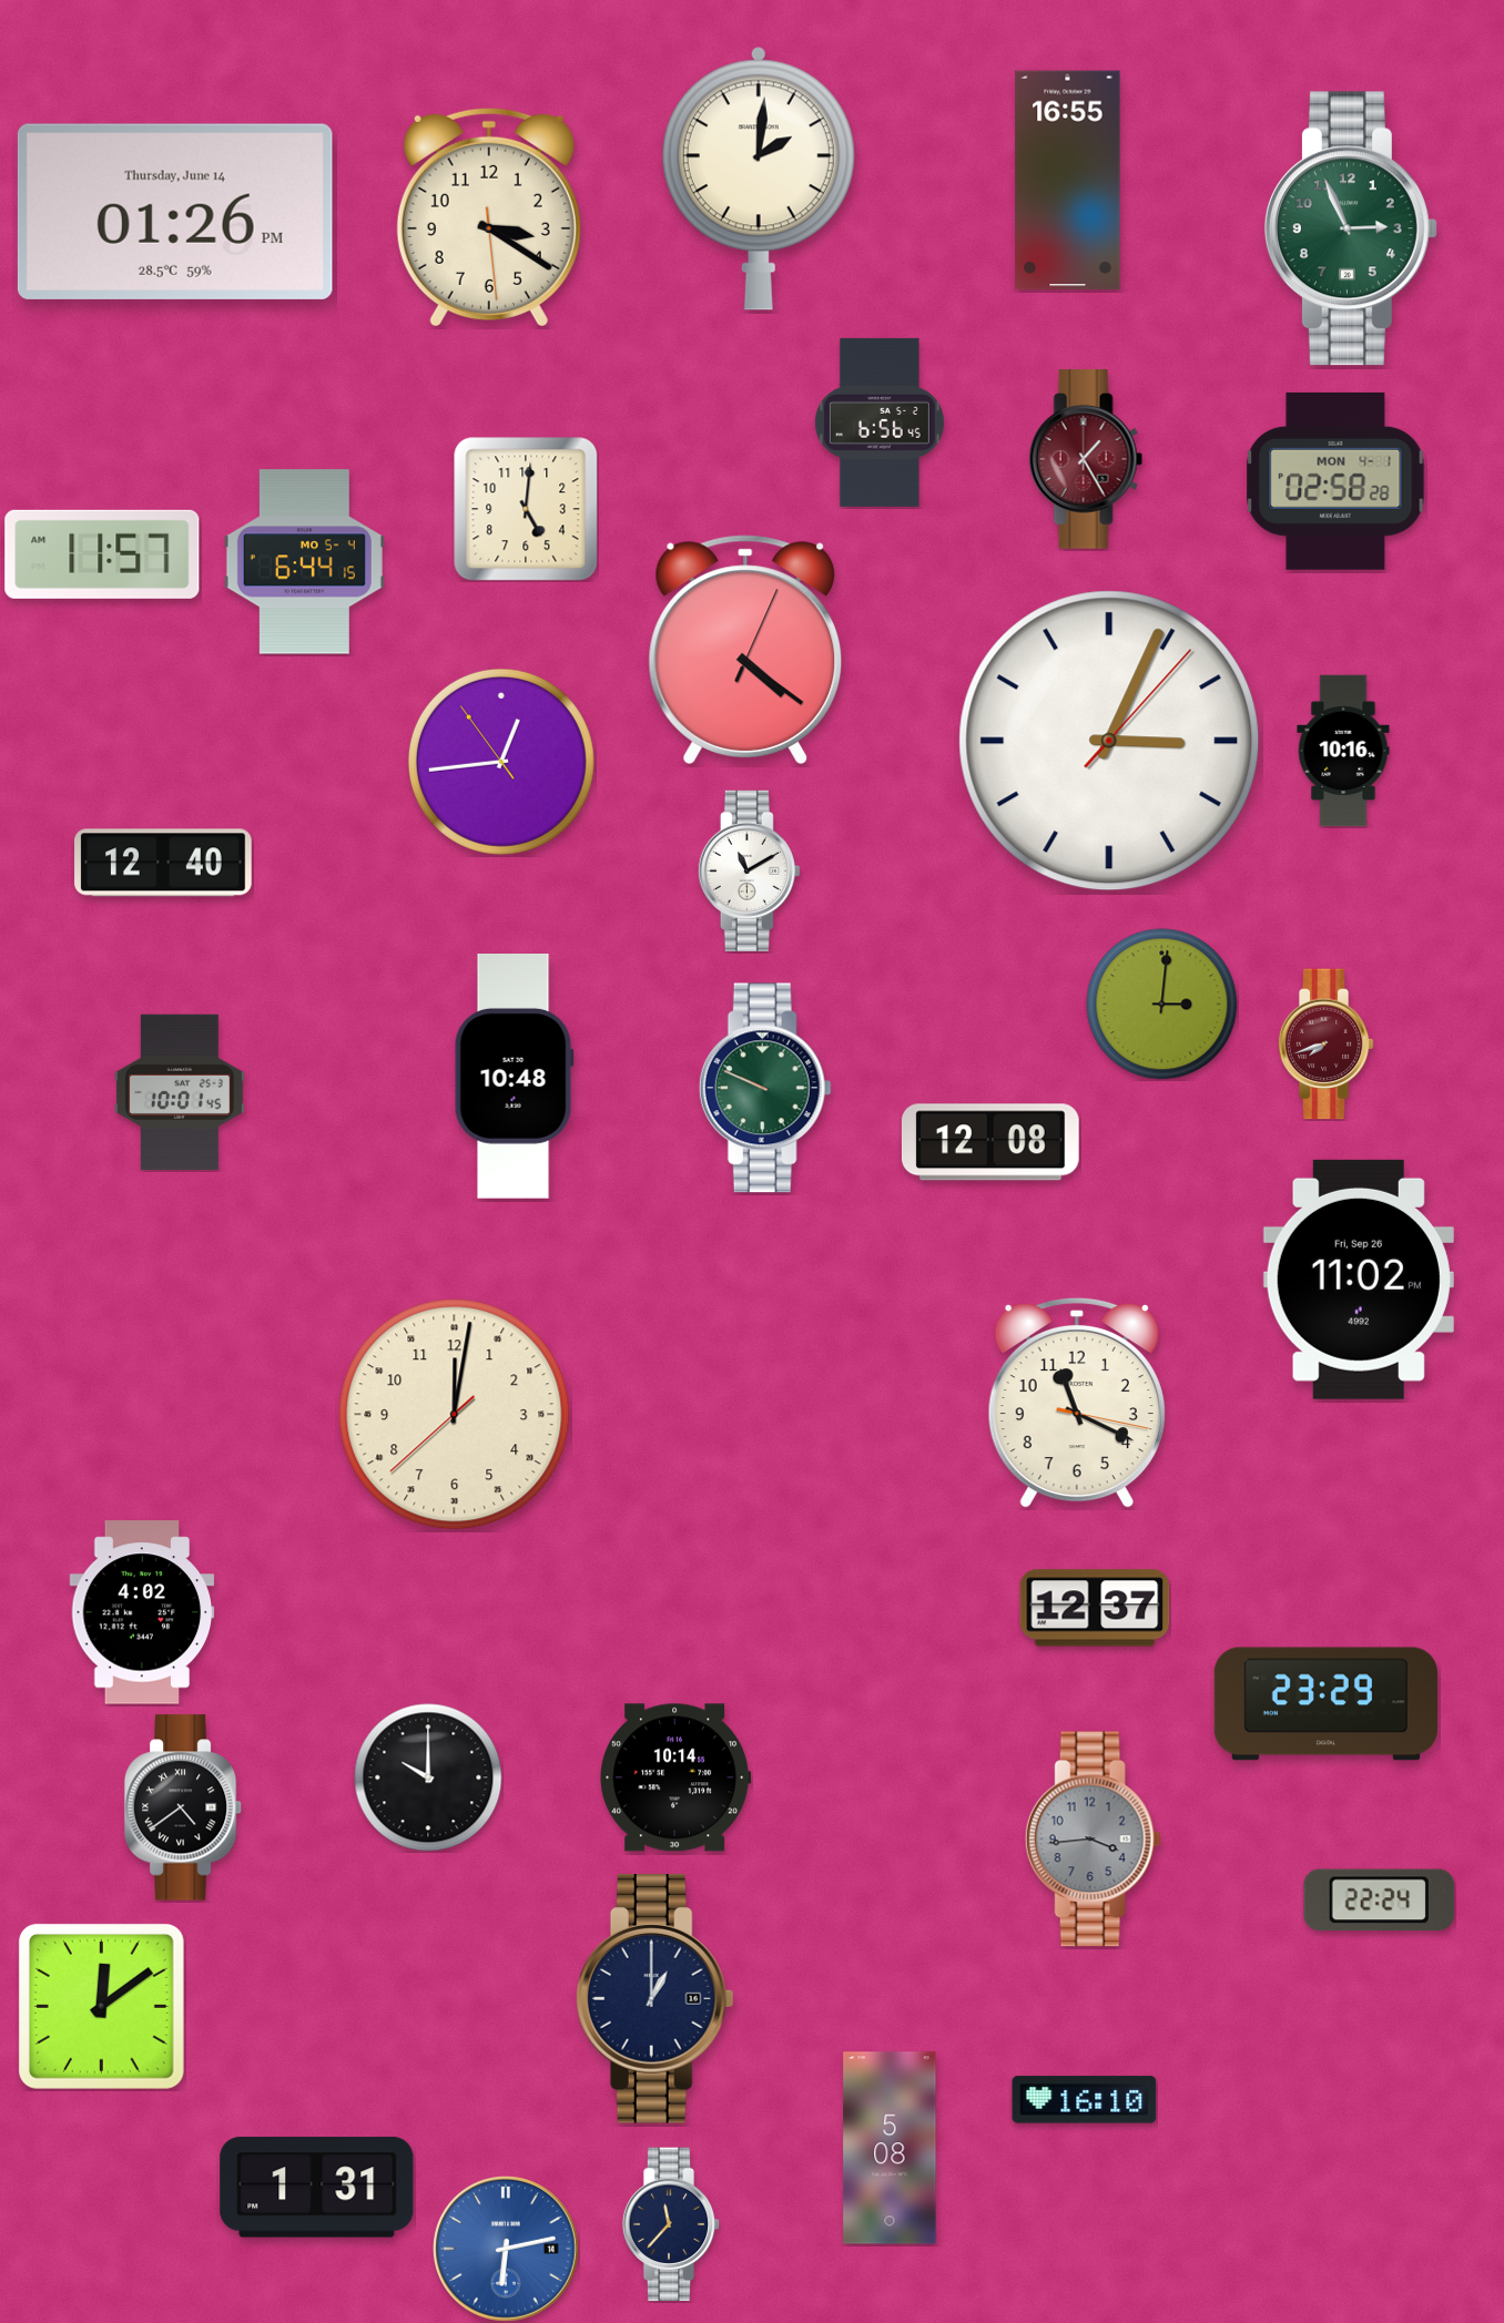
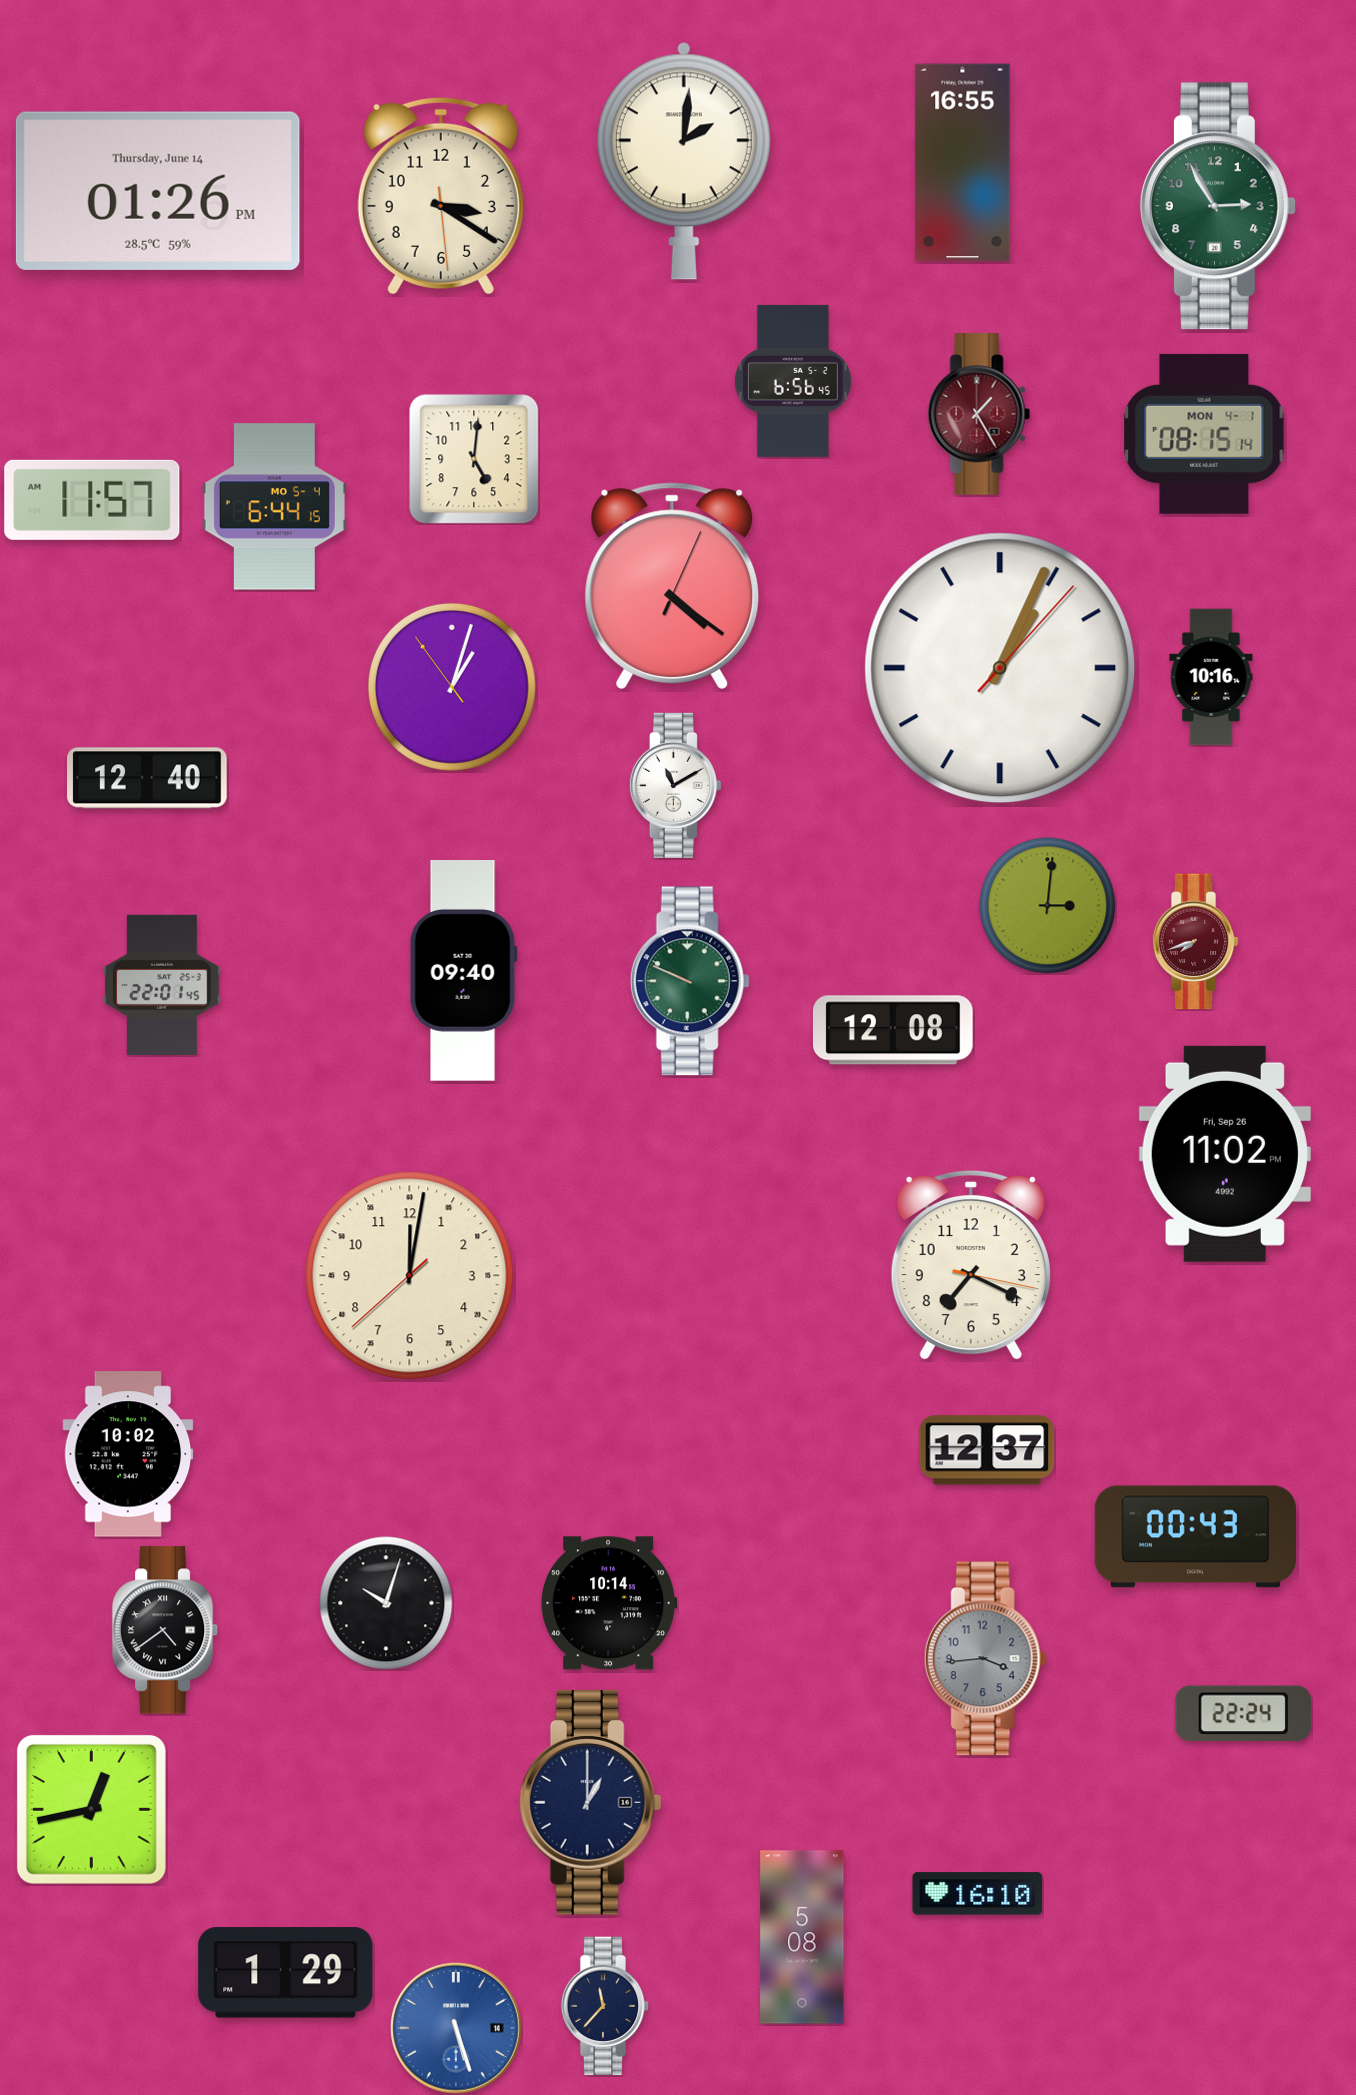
clock at (1351, 228): 2:56 -> 2:55
clock at (1335, 481): 02:58 -> 08:15
clock at (1109, 741): 3:04 -> 1:04
clock at (501, 762): 12:43 -> 1:02
clock at (514, 1077): 10:48 -> 09:40
clock at (180, 1092): 10:01 -> 22:01
clock at (1077, 1403): 11:19 -> 7:19
clock at (142, 1612): 4:02 -> 10:02
clock at (1325, 1704): 23:29 -> 00:43
clock at (428, 1777): 10:00 -> 10:03
clock at (101, 2006): 12:09 -> 12:43
clock at (317, 2188): 1:31 -> 1:29
clock at (507, 2250): 6:13 -> 5:27
